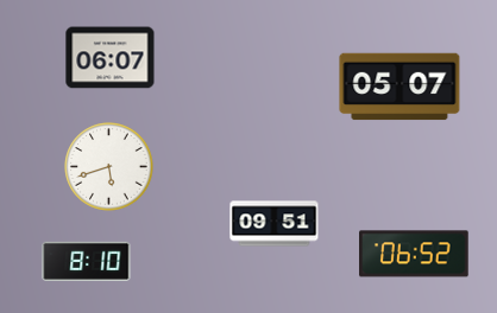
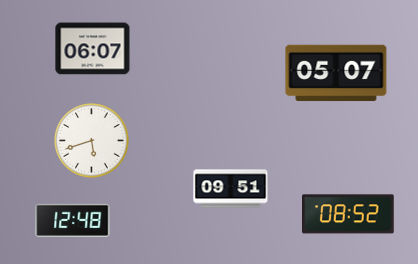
clock at (414, 254): 06:52 -> 08:52
clock at (87, 261): 8:10 -> 12:48
